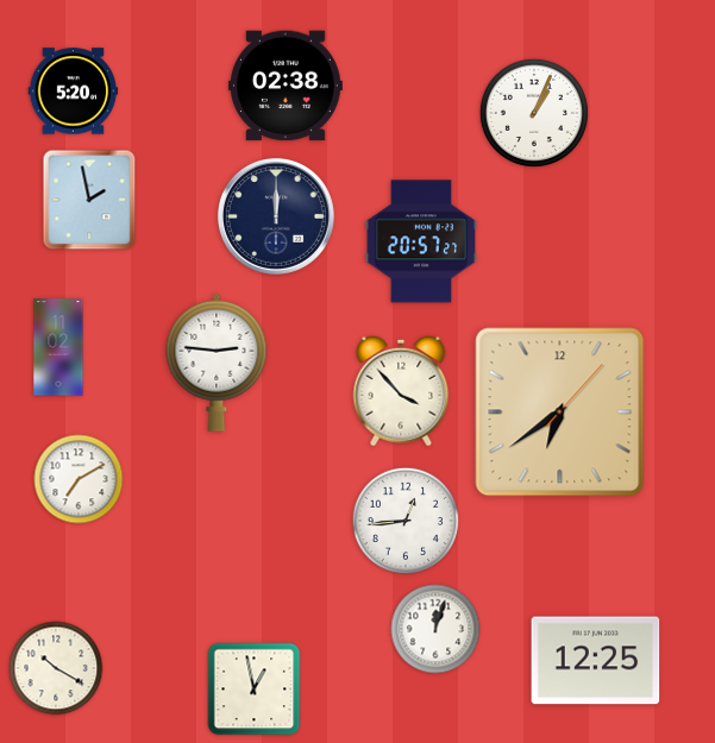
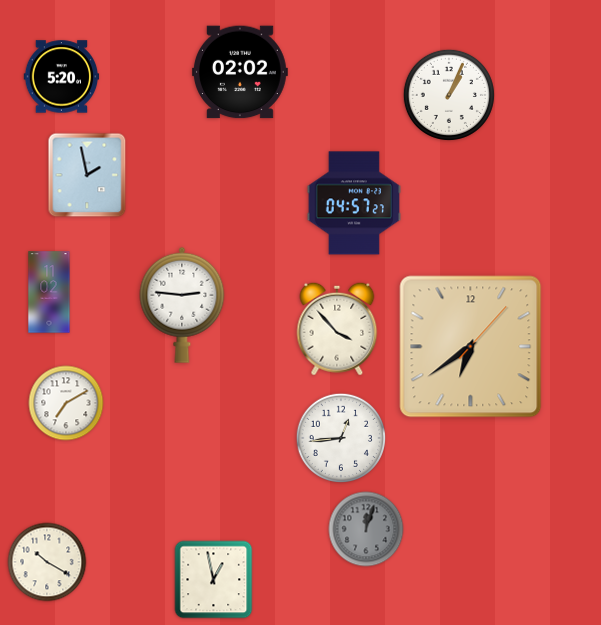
clock at (286, 86): 02:38 -> 02:02
clock at (89, 200) position: (89, 200) -> (87, 175)
clock at (276, 216): 12:00 -> none
clock at (421, 241): 20:57 -> 04:57
clock at (435, 629) dial: white -> grey
clock at (596, 661): 12:25 -> none
